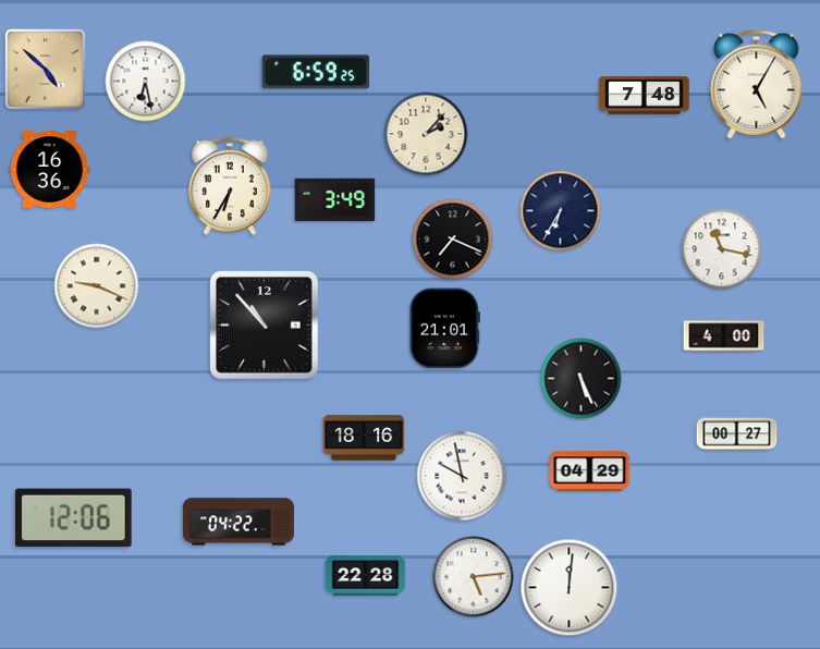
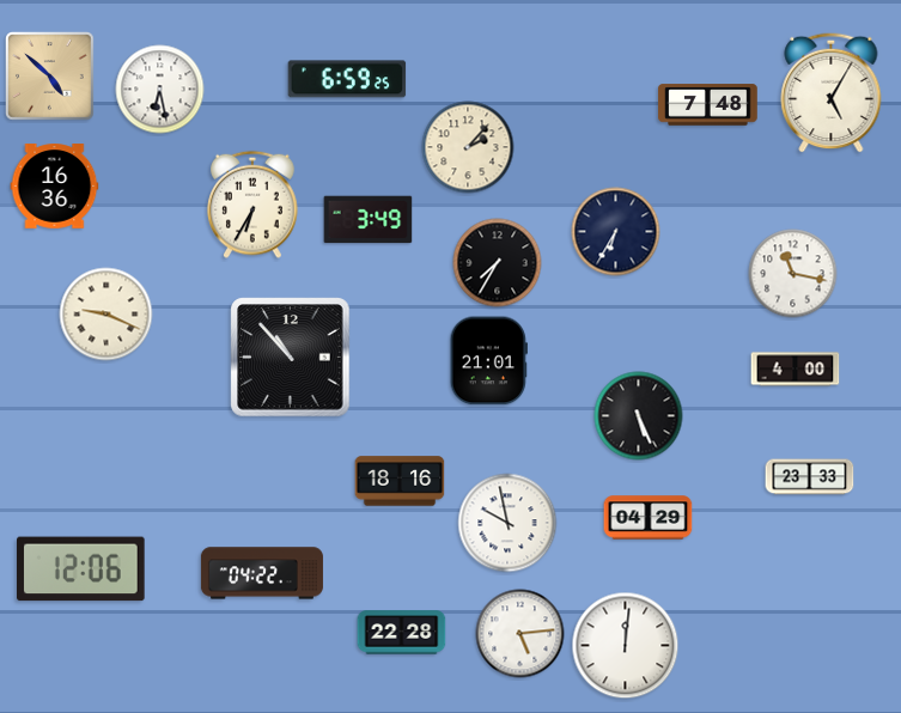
clock at (453, 240): 7:19 -> 7:35
clock at (737, 434): 00:27 -> 23:33
